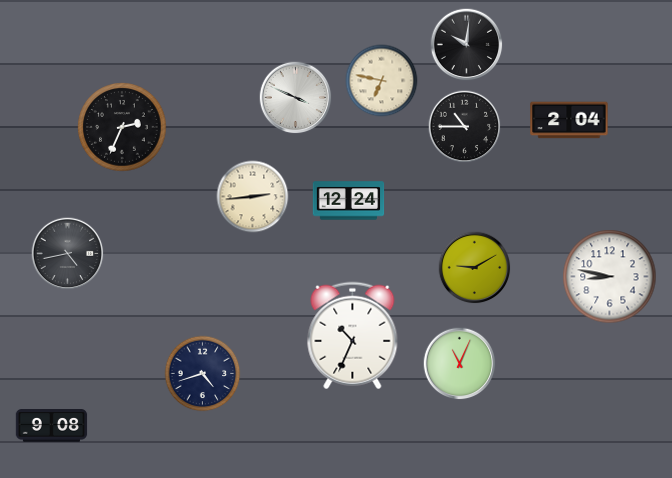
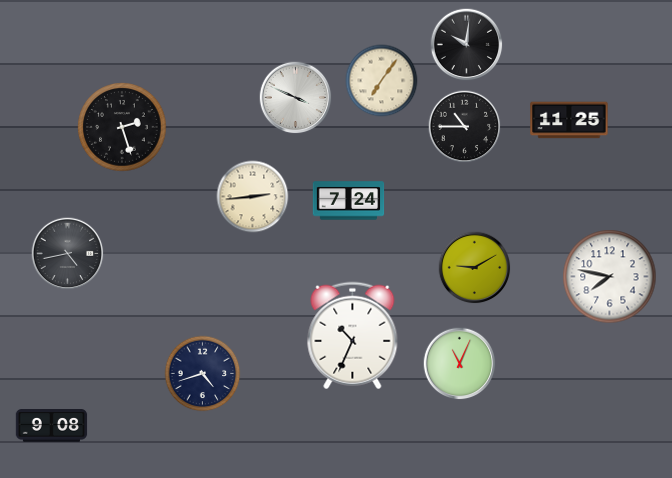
clock at (382, 81): 6:47 -> 7:06
clock at (569, 120): 2:04 -> 11:25
clock at (122, 127): 2:34 -> 2:27
clock at (349, 201): 12:24 -> 7:24
clock at (610, 277): 8:47 -> 7:47
